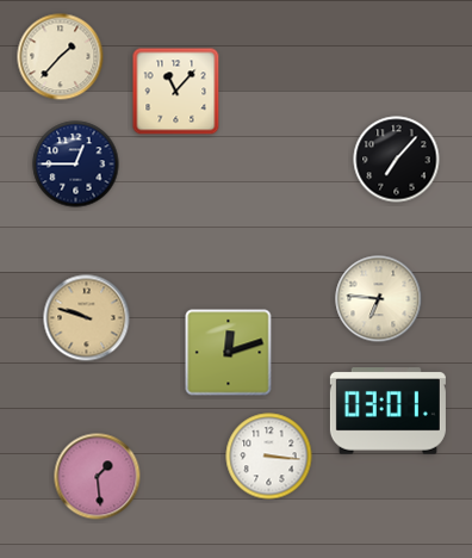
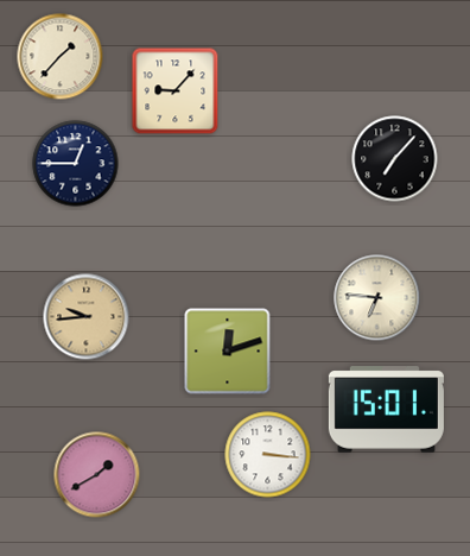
clock at (176, 92): 11:07 -> 9:07
clock at (87, 318): 9:48 -> 9:44
clock at (387, 411): 03:01 -> 15:01
clock at (98, 477): 1:29 -> 1:40
